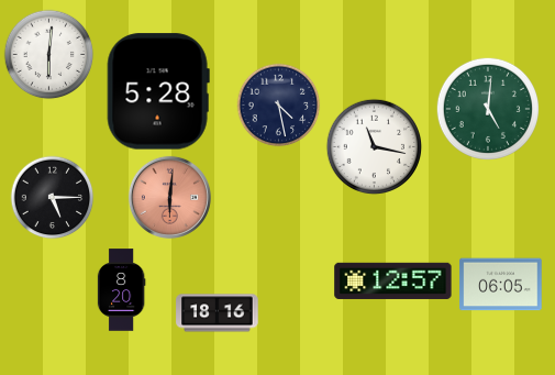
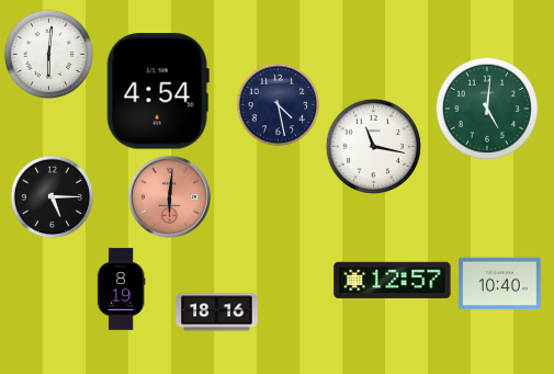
clock at (158, 91): 5:28 -> 4:54
clock at (501, 285): 06:05 -> 10:40
clock at (121, 290): 8:20 -> 8:19
